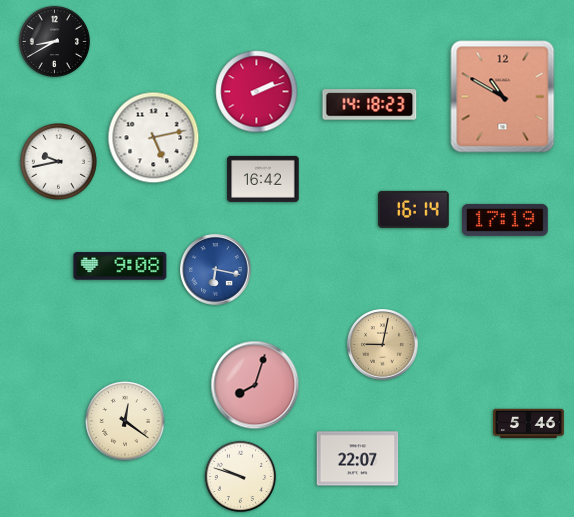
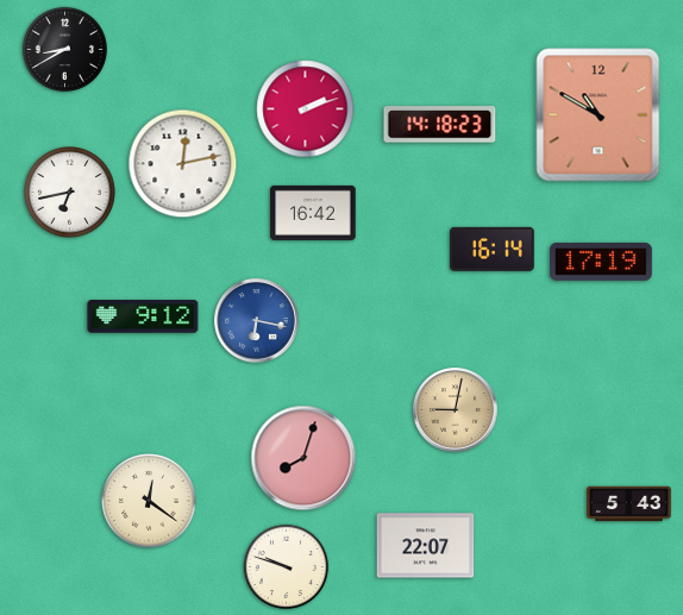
clock at (154, 138): 5:13 -> 12:13
clock at (59, 162): 9:43 -> 6:43
clock at (120, 266): 9:08 -> 9:12
clock at (529, 424): 5:46 -> 5:43
